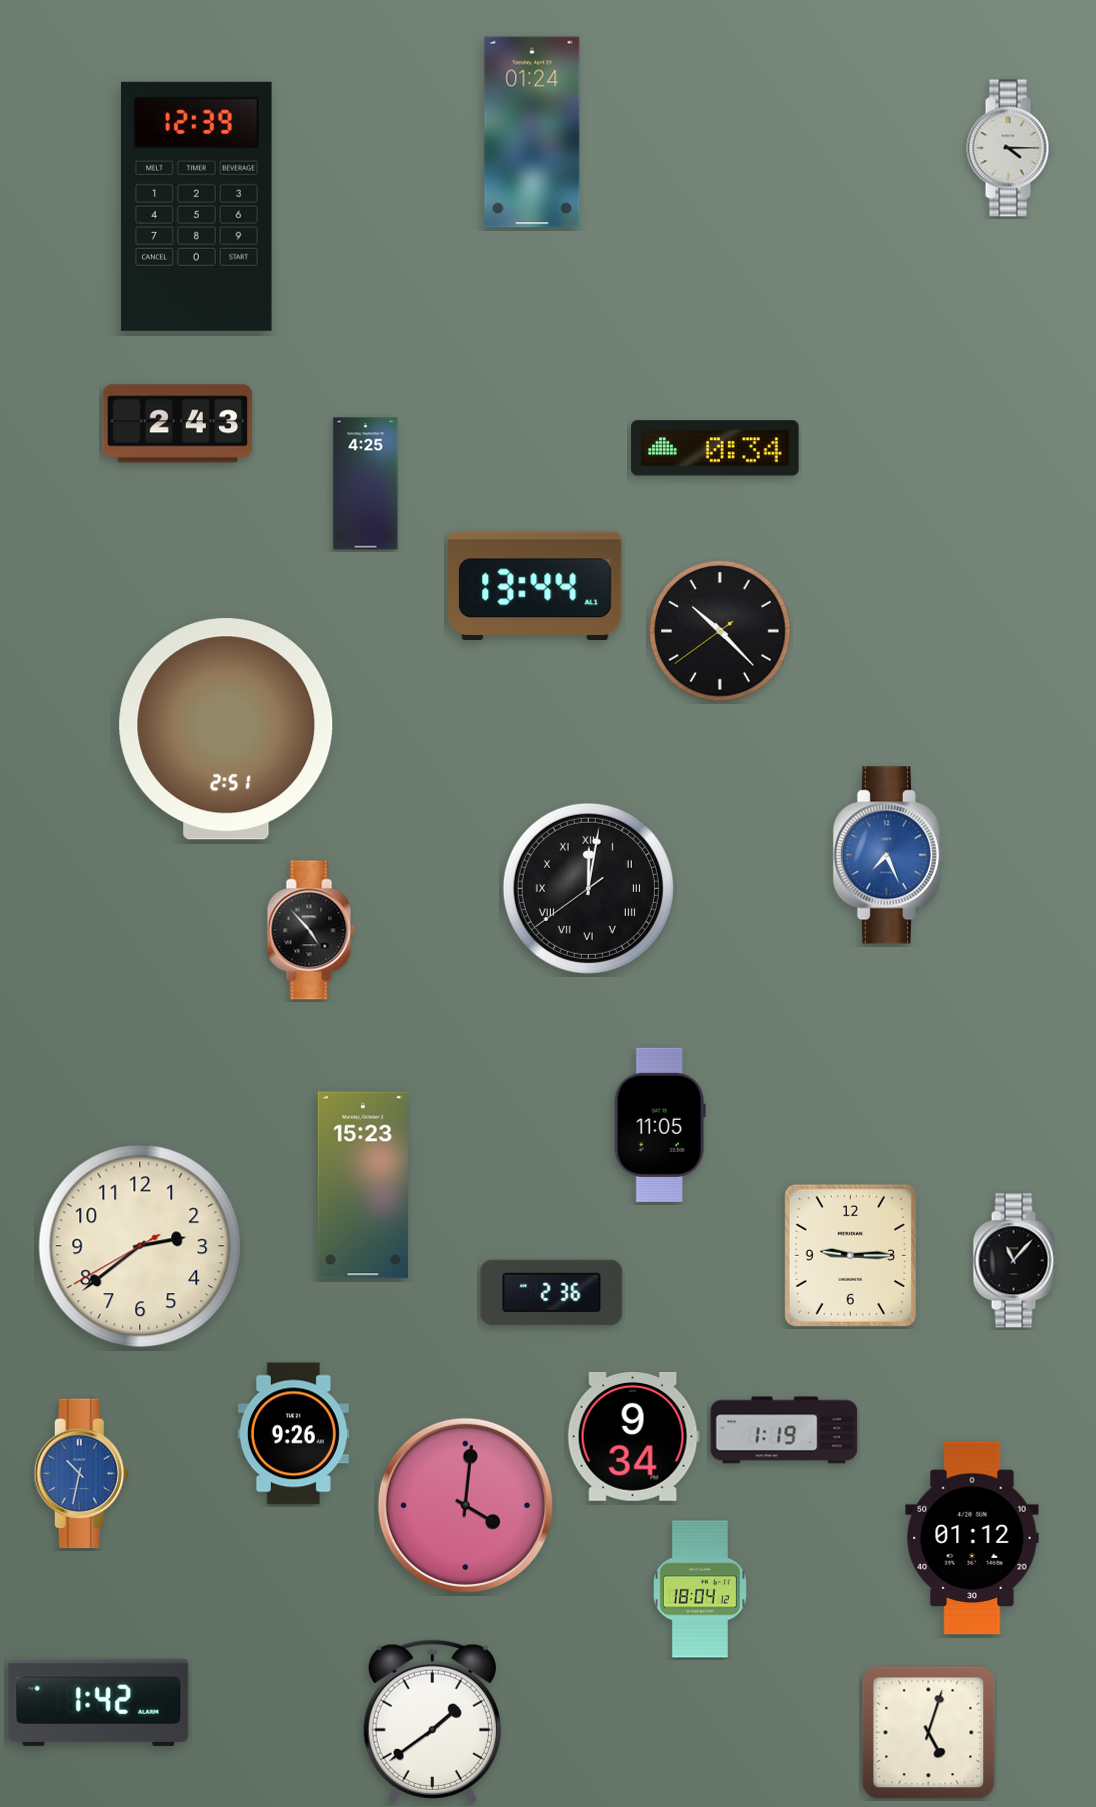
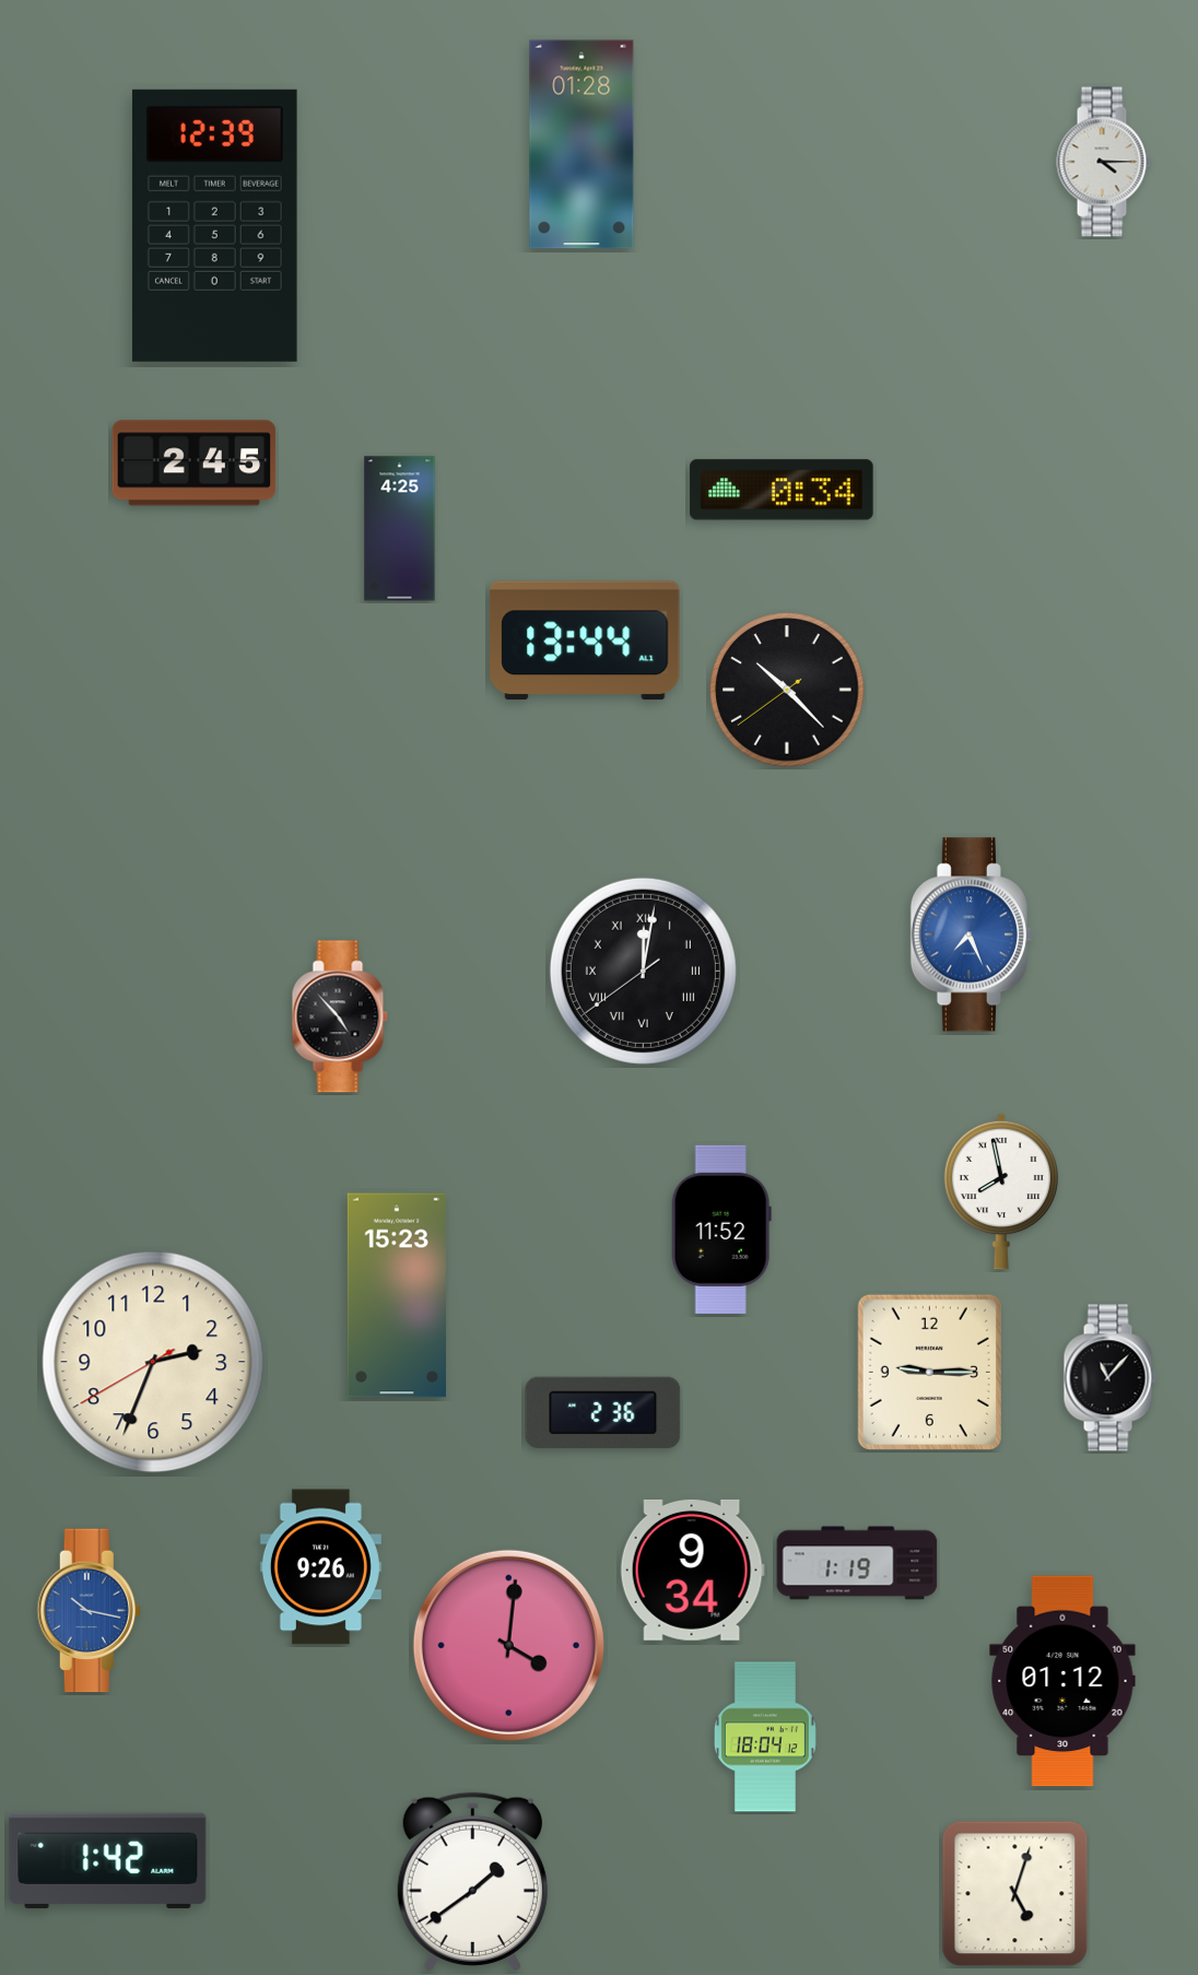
clock at (532, 132): 01:24 -> 01:28
clock at (178, 424): 2:43 -> 2:45
clock at (226, 729): 2:51 -> none
clock at (1000, 1191): none -> 7:58
clock at (660, 1125): 11:05 -> 11:52
clock at (140, 1246): 2:38 -> 2:33
clock at (81, 1474): 10:32 -> 10:17
